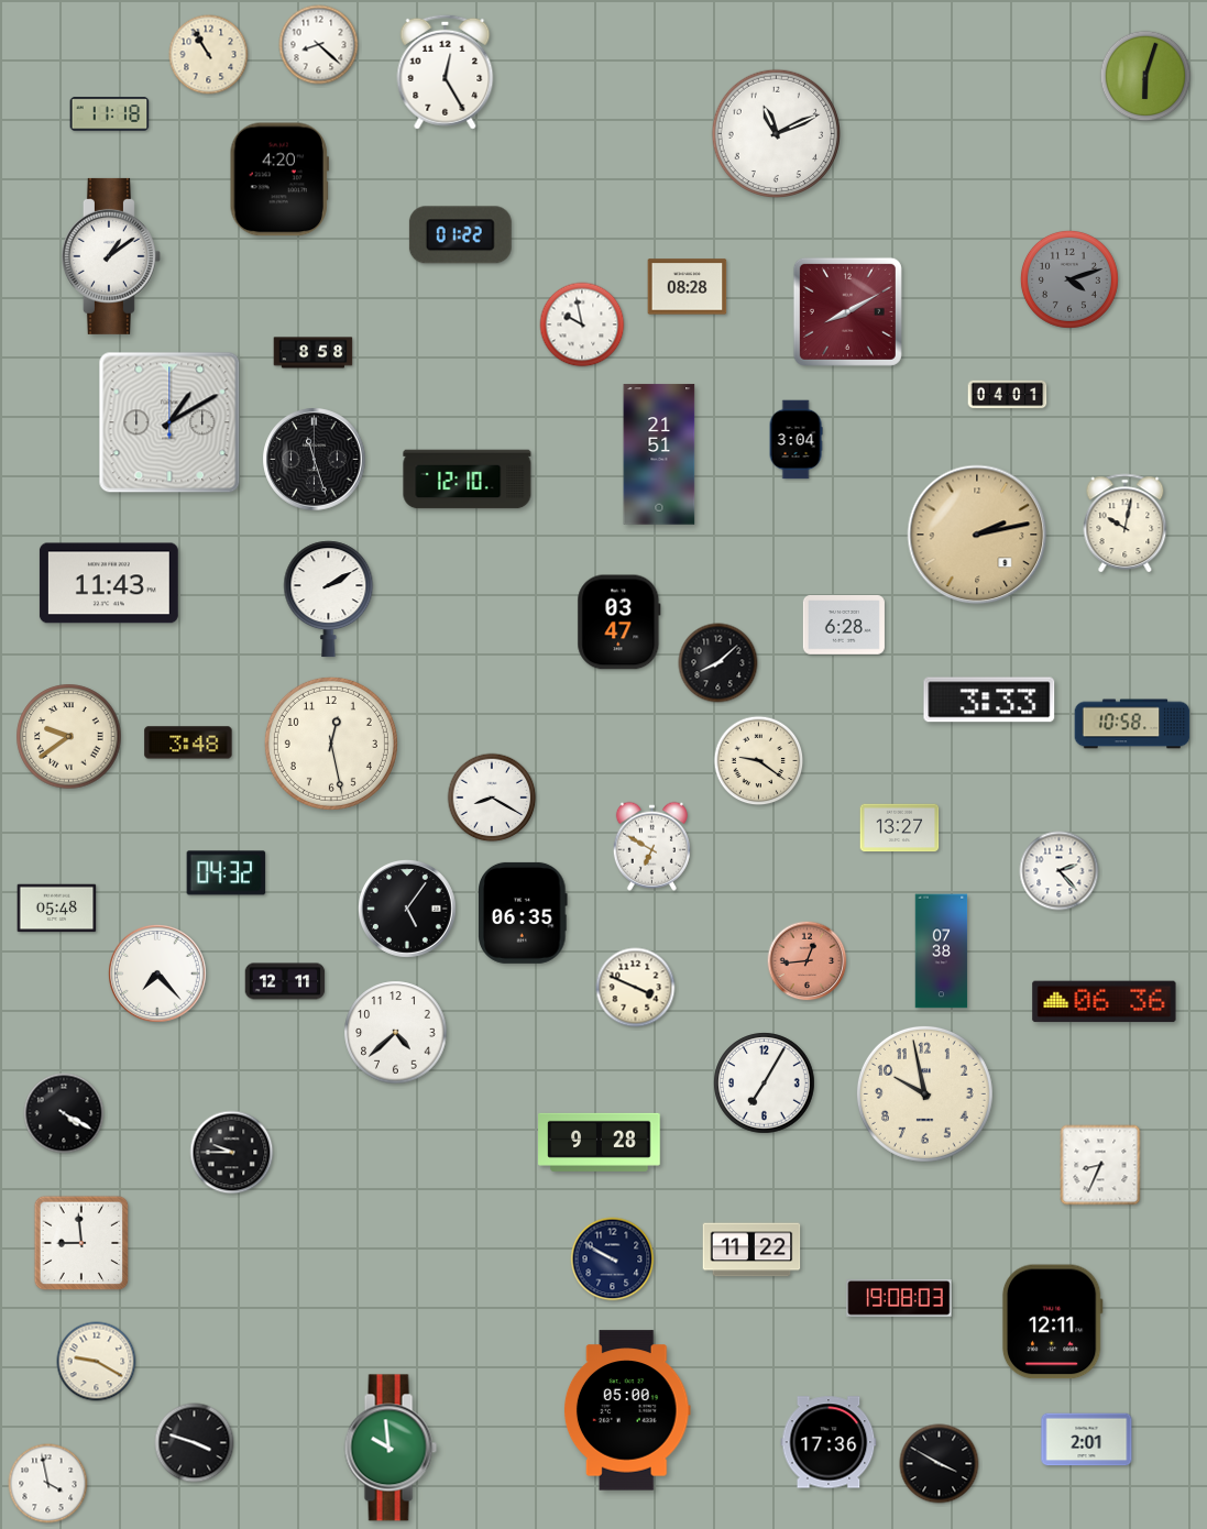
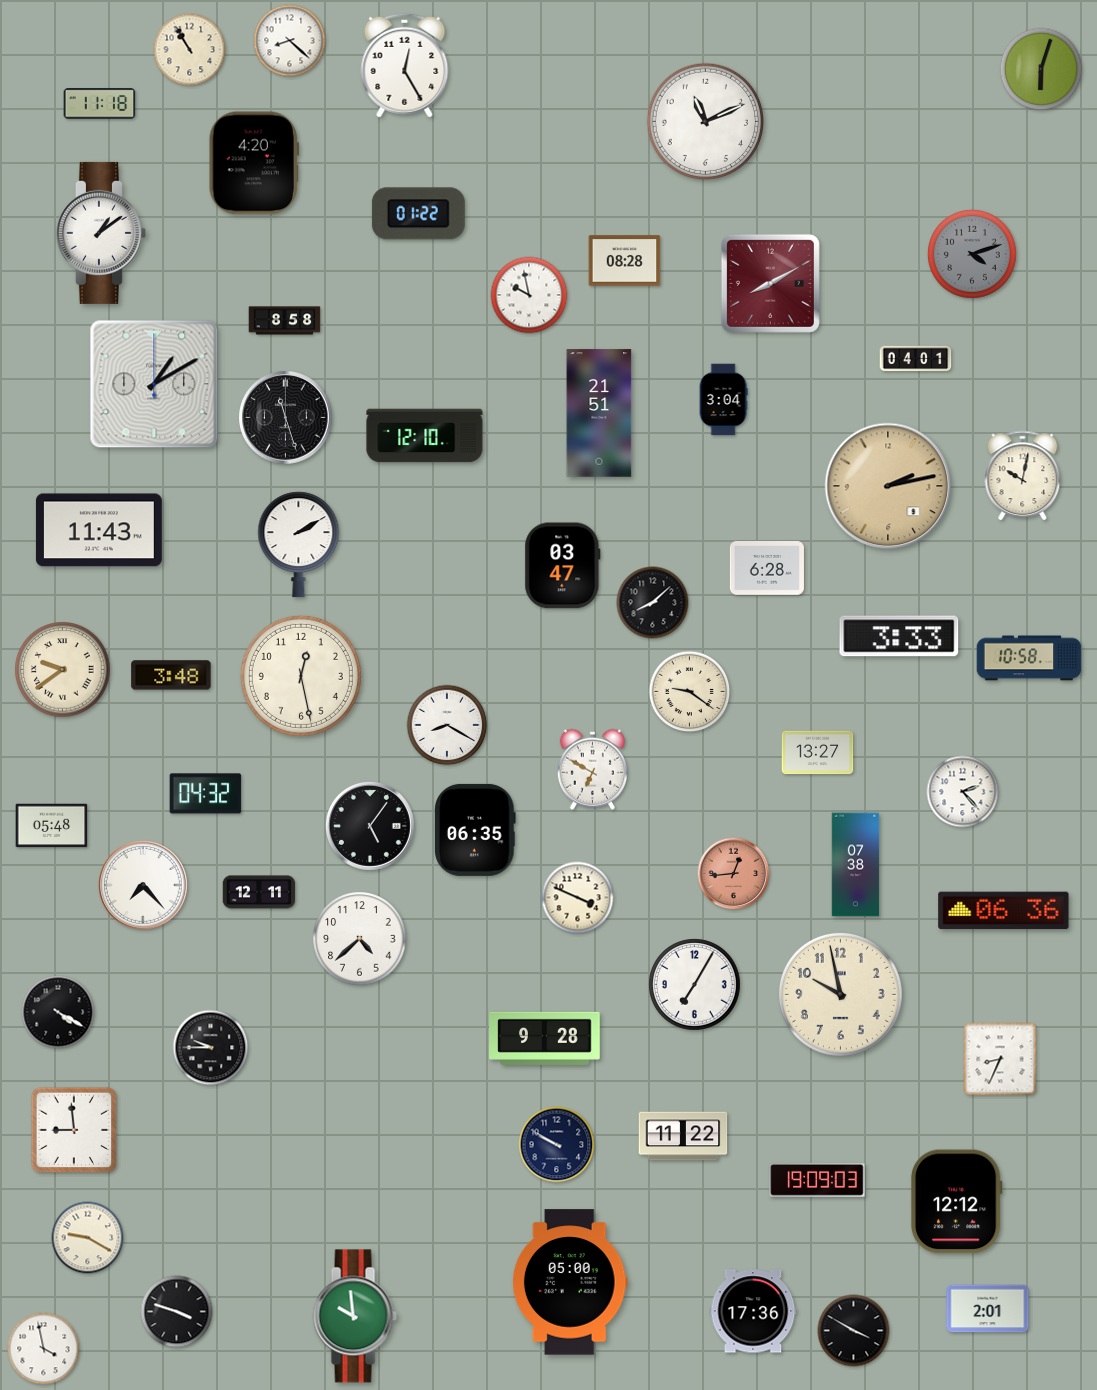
clock at (899, 1299): 19:08 -> 19:09
clock at (1052, 1322): 12:11 -> 12:12
